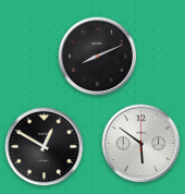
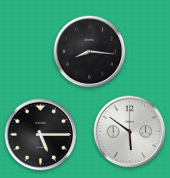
clock at (98, 57): 8:11 -> 8:16
clock at (45, 147): 12:50 -> 5:15
